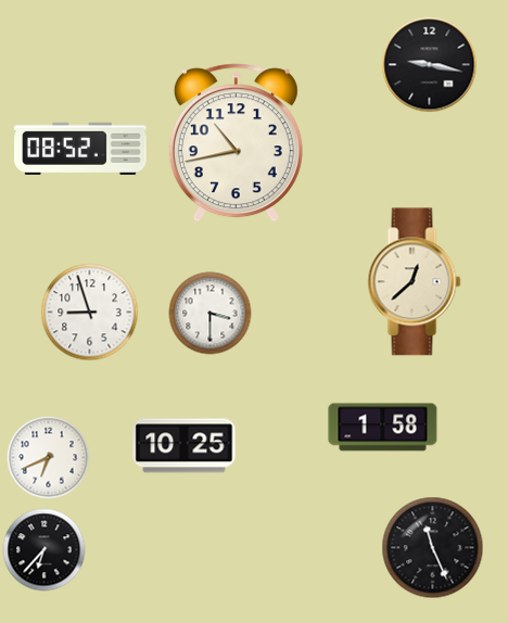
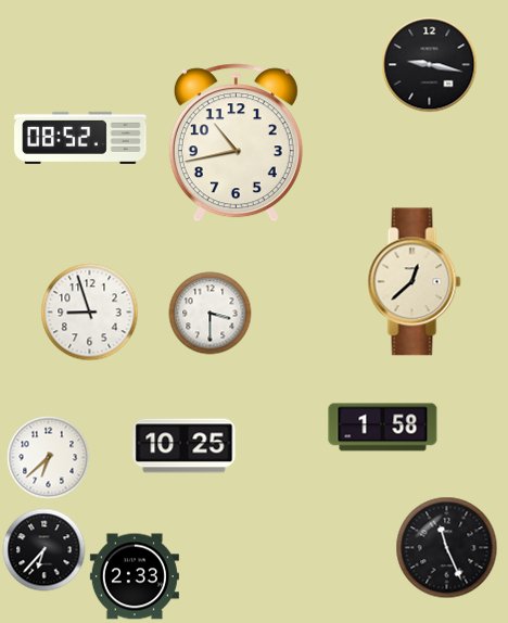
clock at (80, 149) position: (80, 149) -> (80, 138)
clock at (49, 458): 6:41 -> 6:38
clock at (433, 548) position: (433, 548) -> (447, 548)
clock at (135, 576): none -> 2:33
